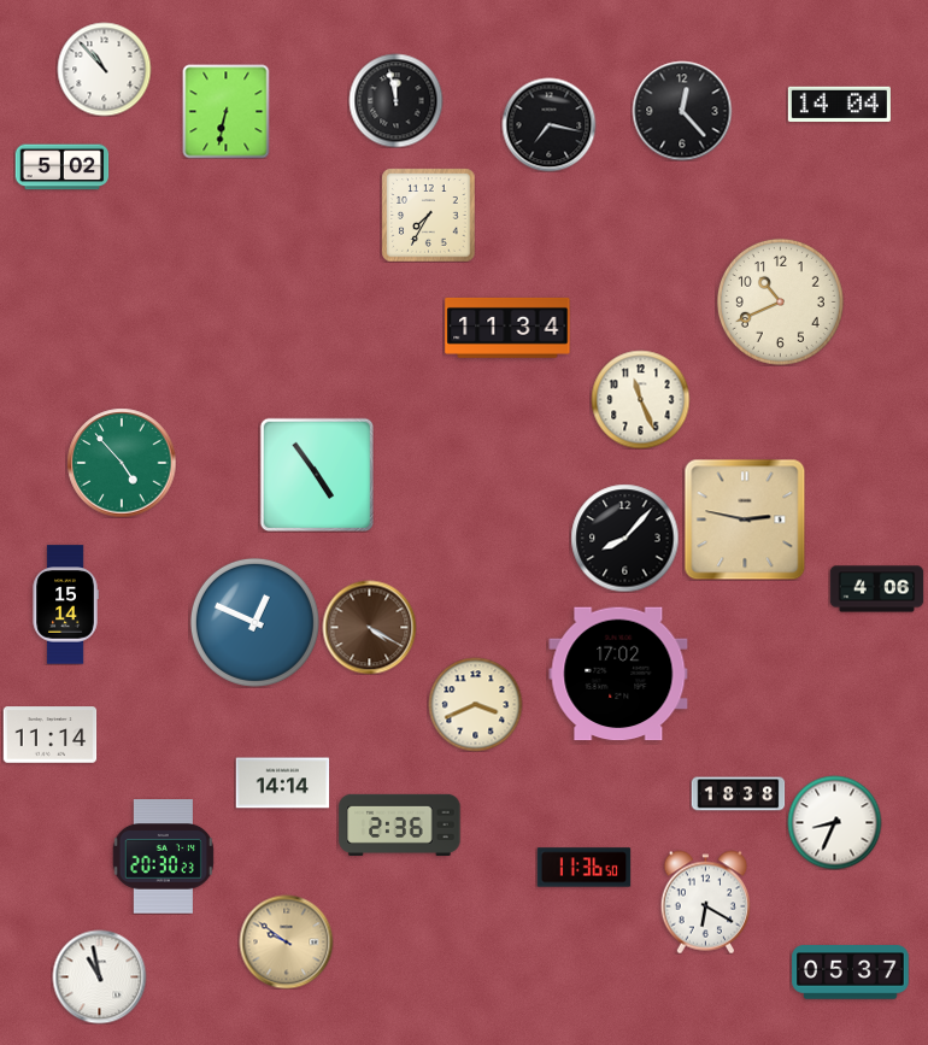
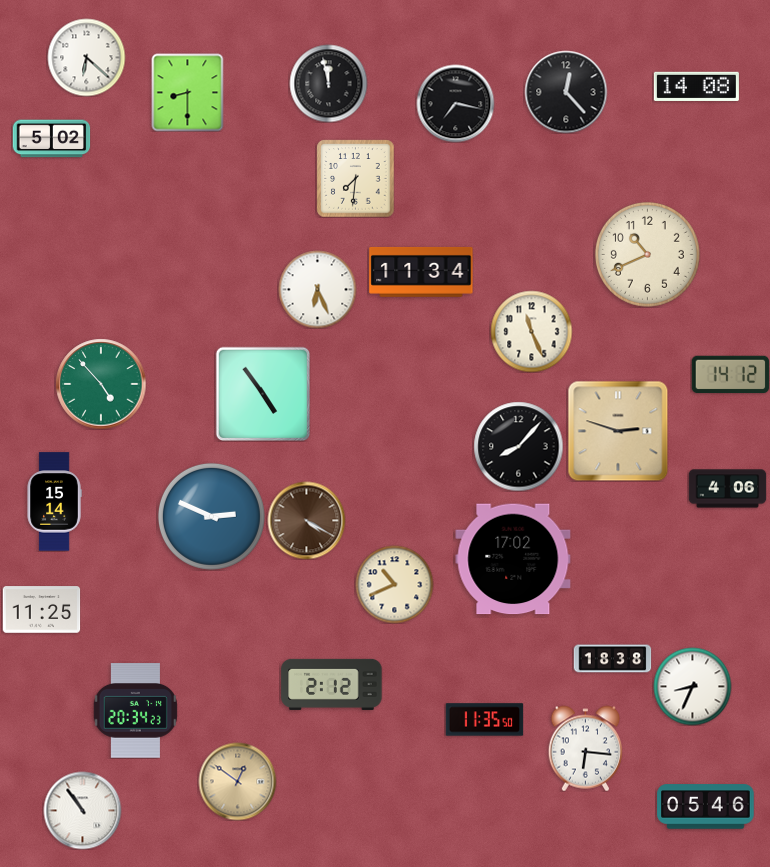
clock at (104, 69): 10:53 -> 6:22
clock at (839, 104): 14:04 -> 14:08
clock at (227, 111): 6:32 -> 8:30
clock at (428, 215): 7:35 -> 7:31
clock at (780, 301) position: (780, 301) -> (647, 254)
clock at (317, 289): none -> 6:26
clock at (730, 375): none -> 14:12
clock at (745, 519): 2:47 -> 2:48
clock at (254, 622): 12:49 -> 2:49
clock at (475, 704): 3:41 -> 10:41
clock at (49, 735): 11:14 -> 11:25
clock at (282, 783): 14:14 -> none
clock at (834, 822) position: (834, 822) -> (692, 686)
clock at (400, 824): 2:36 -> 2:12
clock at (163, 857): 20:30 -> 20:34
clock at (583, 868): 11:36 -> 11:35
clock at (706, 902): 6:20 -> 6:16
clock at (286, 941): 9:51 -> 12:51
clock at (851, 973): 05:37 -> 05:46
clock at (99, 976): 10:58 -> 10:54
